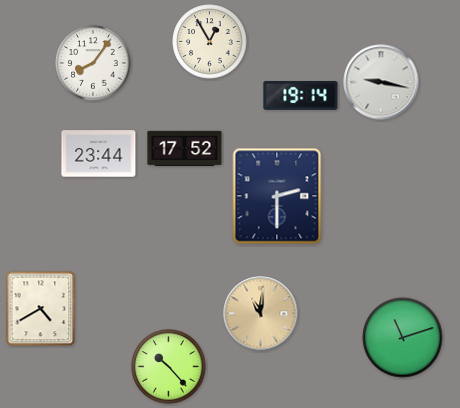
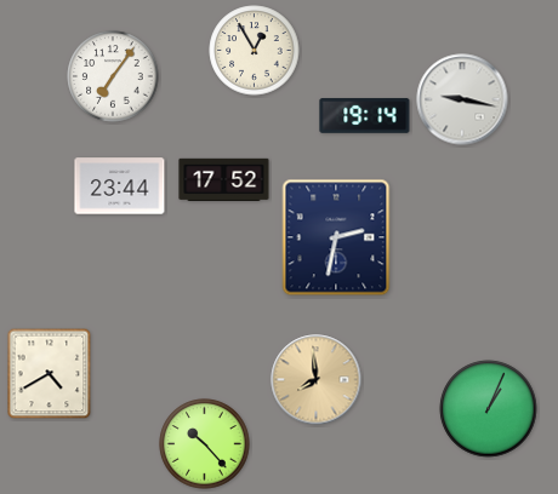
clock at (93, 63): 8:06 -> 7:06
clock at (277, 196): 2:30 -> 2:32
clock at (261, 314): 11:01 -> 7:59
clock at (403, 338): 11:12 -> 1:04
